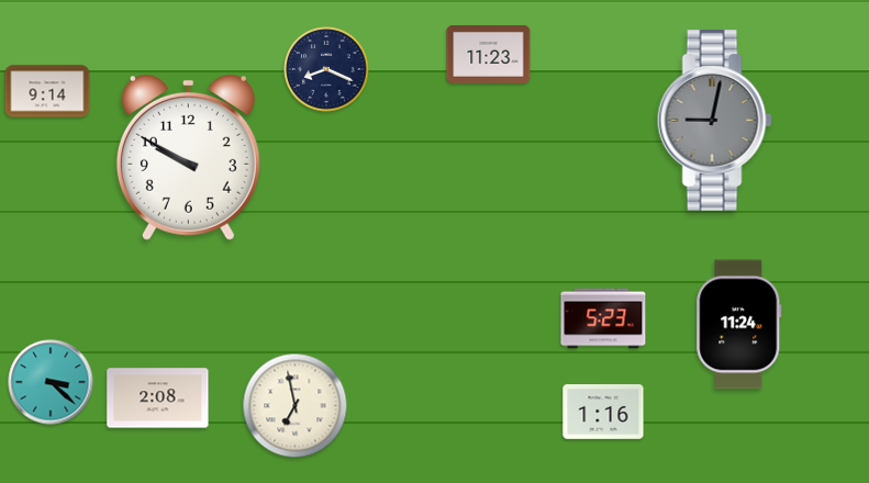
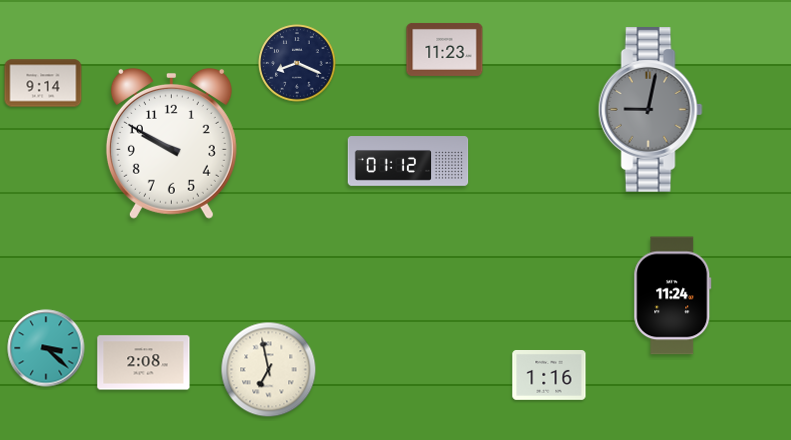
clock at (408, 161): none -> 01:12
clock at (603, 318): 5:23 -> none
